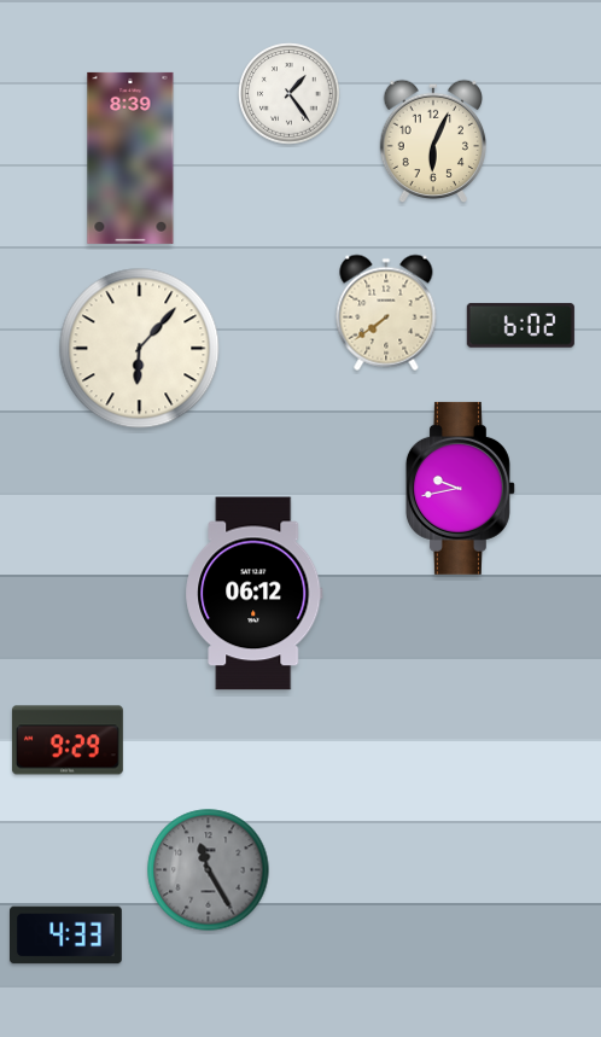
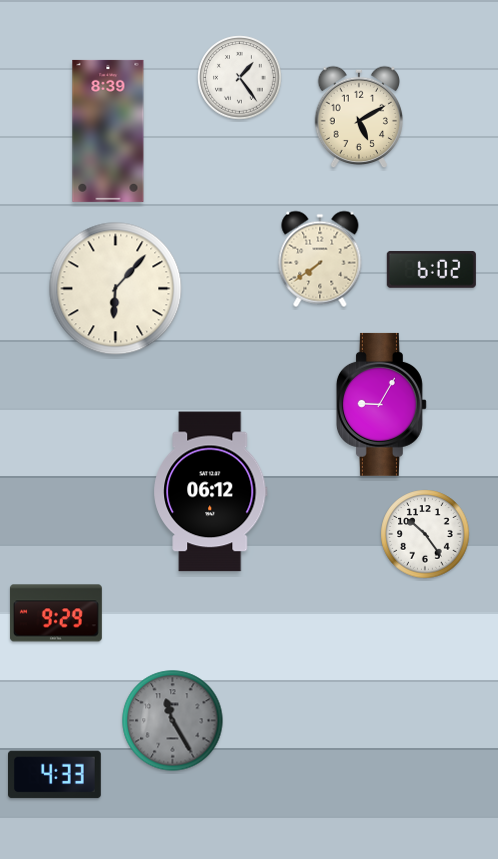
clock at (433, 141): 6:04 -> 5:10
clock at (460, 488): 9:43 -> 9:05
clock at (425, 534): none -> 10:24
